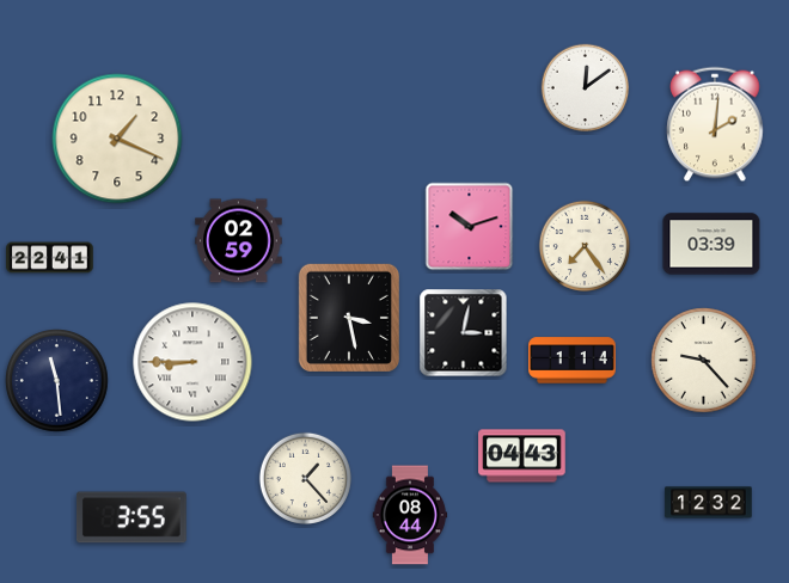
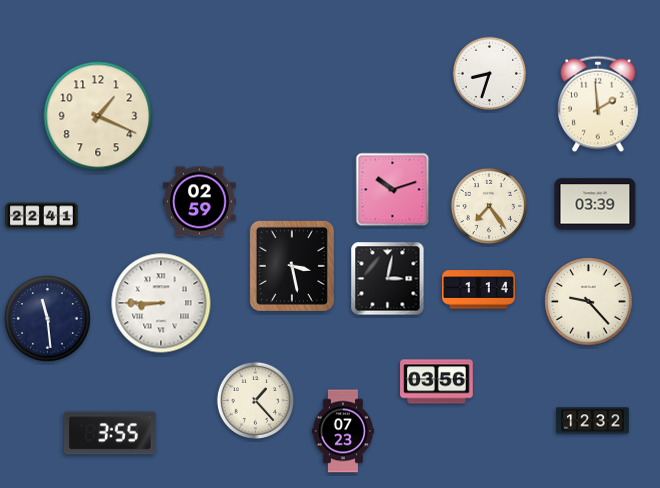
clock at (586, 88): 12:09 -> 8:33
clock at (715, 124): 2:01 -> 1:59
clock at (573, 361) position: (573, 361) -> (479, 290)
clock at (522, 456): 04:43 -> 03:56
clock at (410, 515): 08:44 -> 07:23
